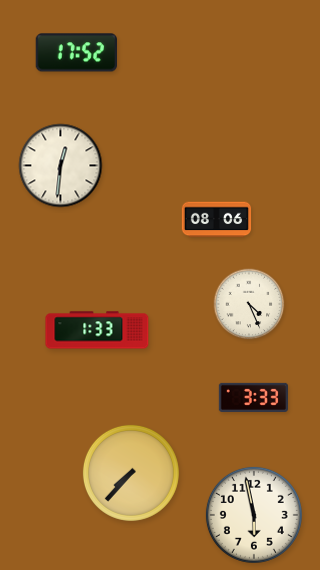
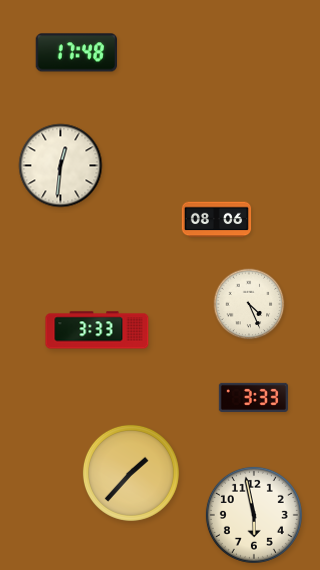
clock at (77, 53): 17:52 -> 17:48
clock at (97, 330): 1:33 -> 3:33
clock at (131, 473): 7:37 -> 1:37
